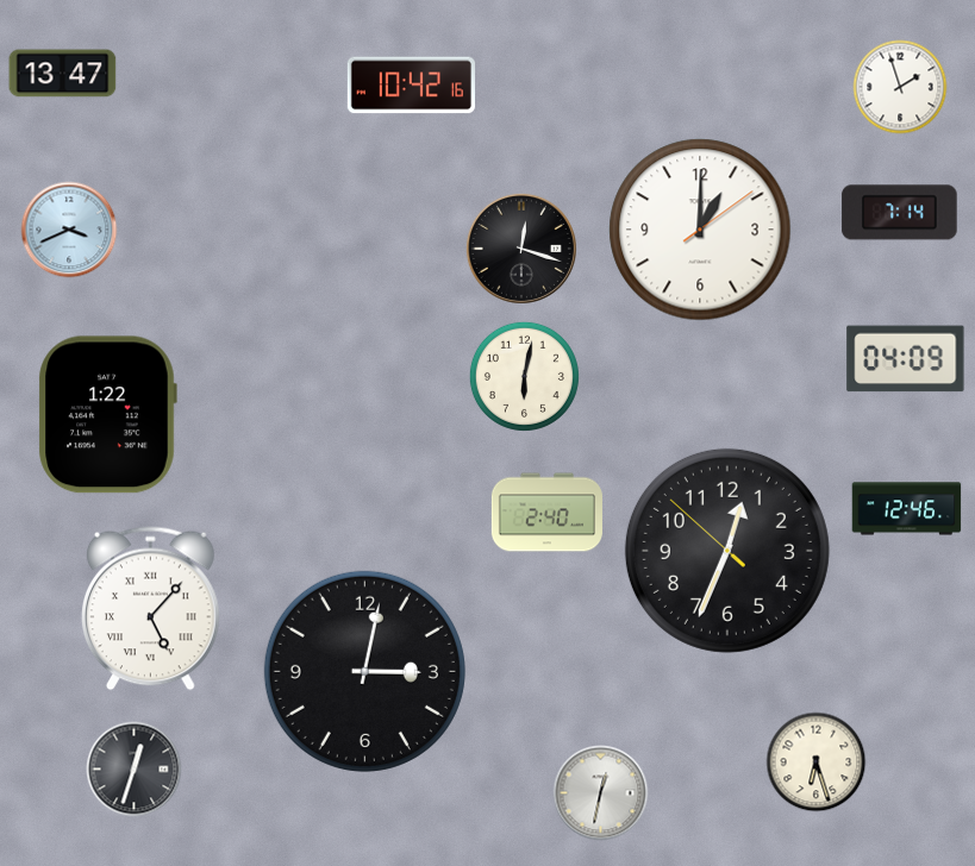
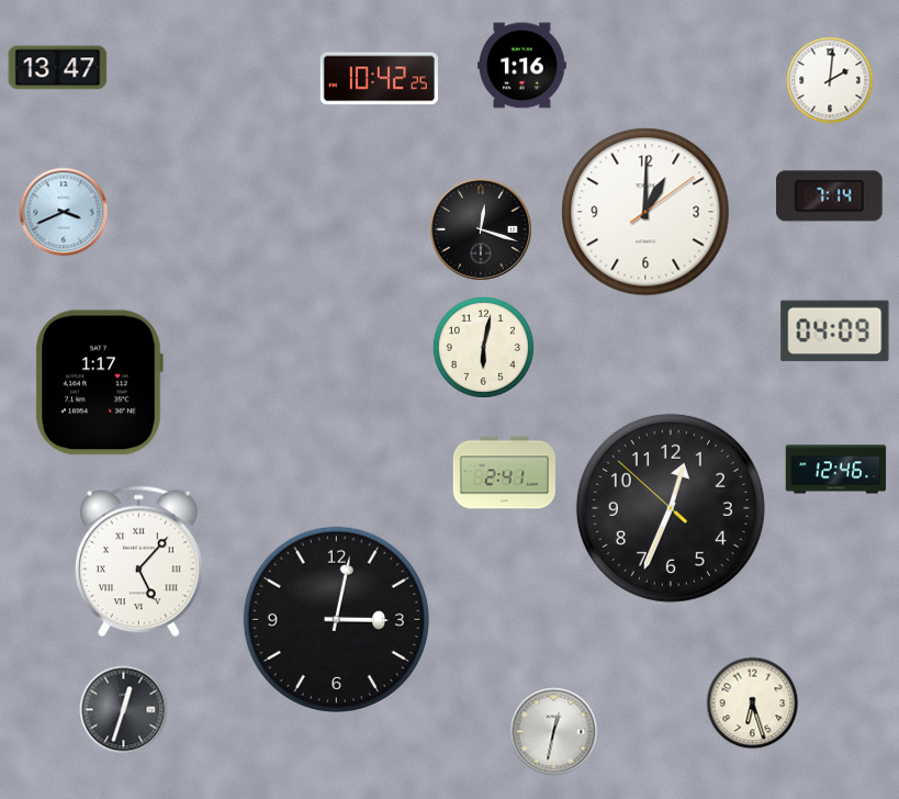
clock at (522, 66): none -> 1:16
clock at (411, 86): 10:42:16 -> 10:42:25
clock at (900, 87): 1:57 -> 2:01
clock at (107, 415): 1:22 -> 1:17
clock at (546, 513): 2:40 -> 2:41
